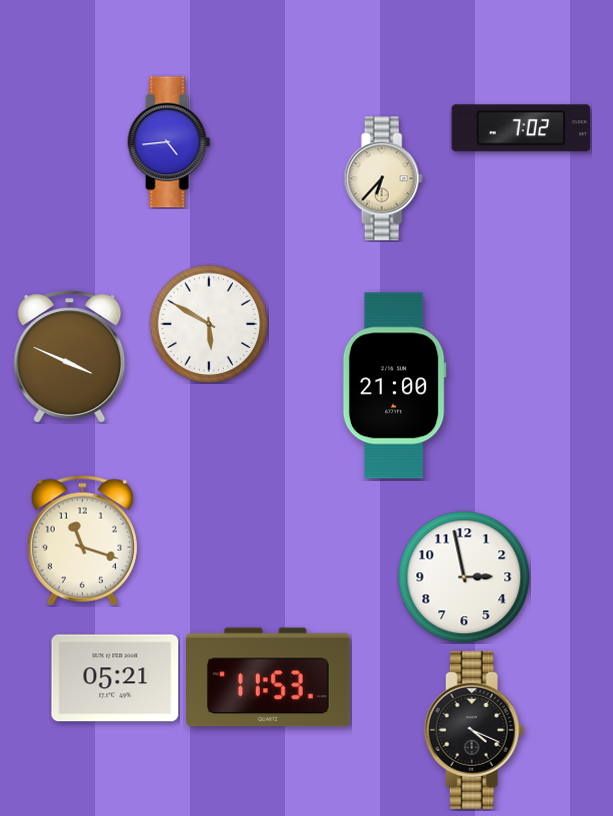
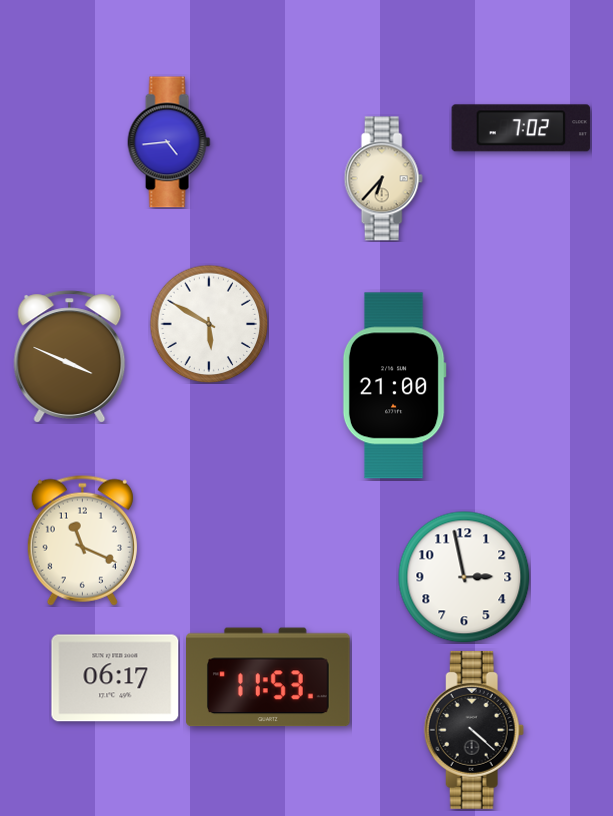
clock at (82, 540): 11:18 -> 11:19
clock at (115, 678): 05:21 -> 06:17
clock at (474, 730): 4:19 -> 4:22
